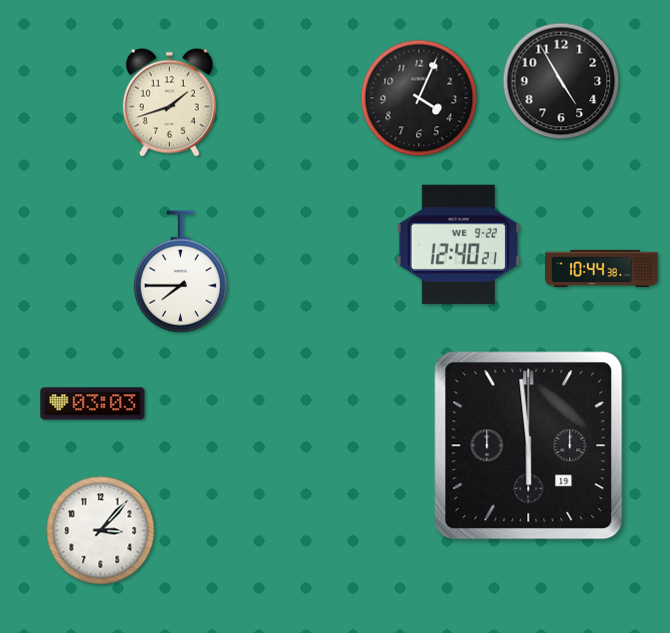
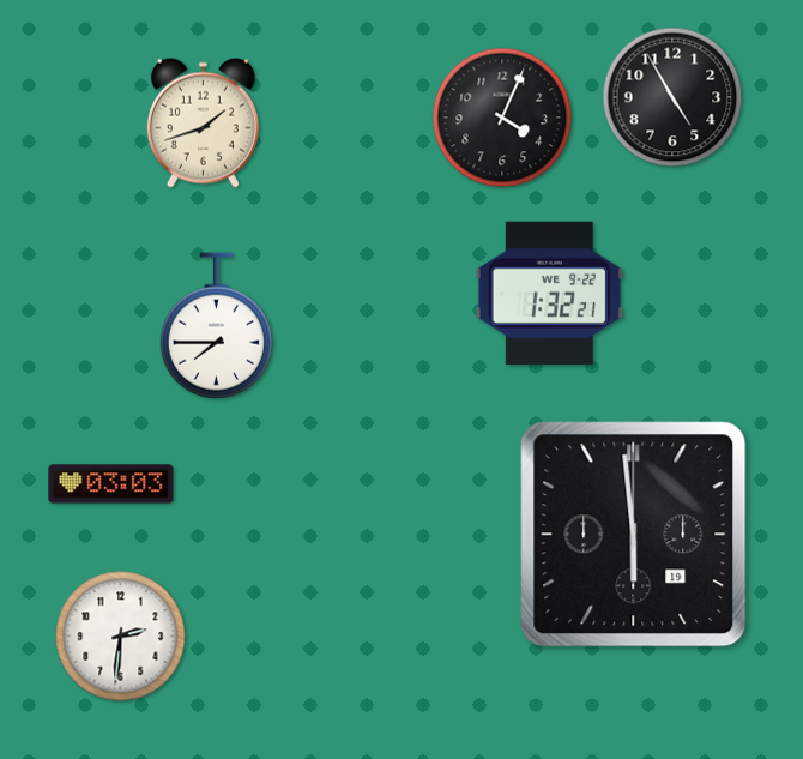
clock at (458, 244): 12:40 -> 1:32
clock at (602, 268): 10:44 -> none
clock at (101, 531): 3:07 -> 2:31
